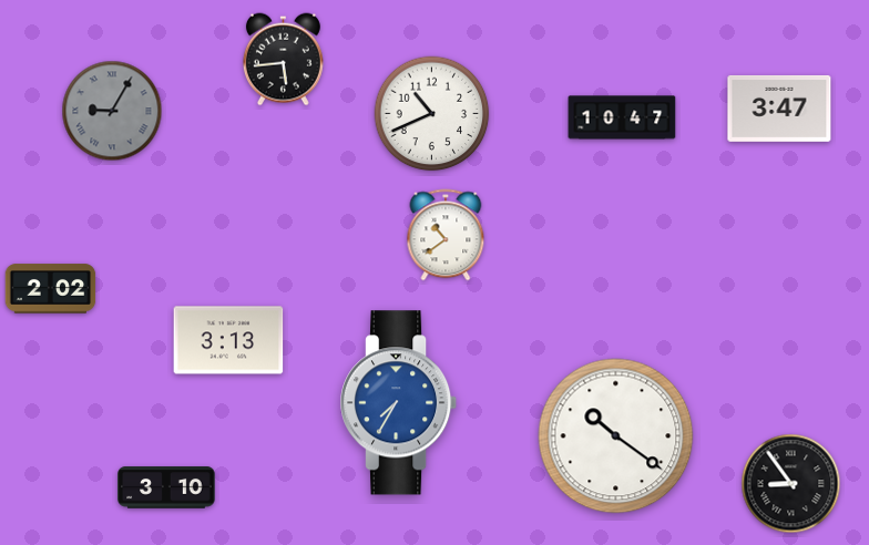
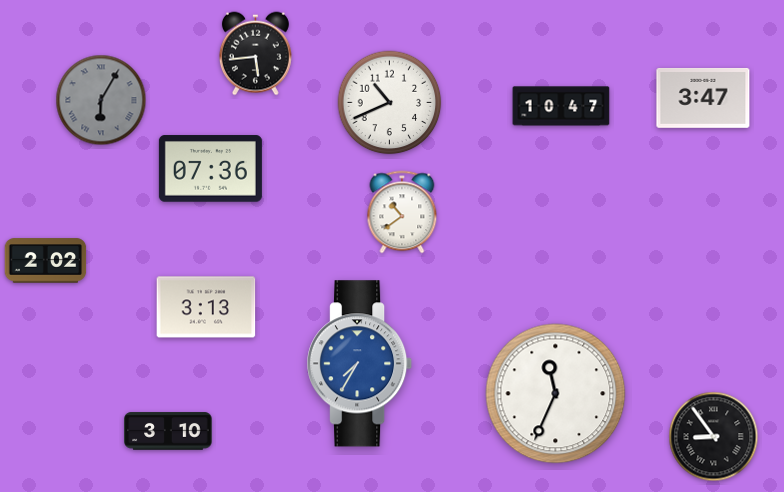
clock at (112, 111): 9:05 -> 6:05
clock at (210, 169): none -> 07:36
clock at (616, 436): 10:21 -> 11:34
clock at (166, 487) position: (166, 487) -> (168, 431)
